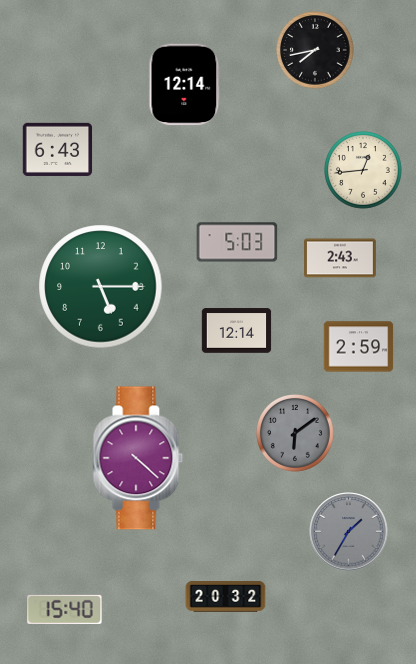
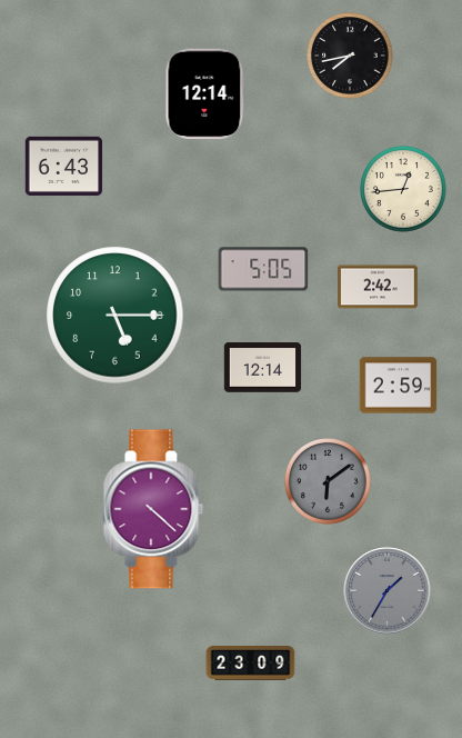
clock at (237, 242): 5:03 -> 5:05
clock at (341, 258): 2:43 -> 2:42
clock at (101, 287) position: (101, 287) -> (115, 316)
clock at (226, 597): 20:32 -> 23:09
clock at (65, 609): 15:40 -> none
